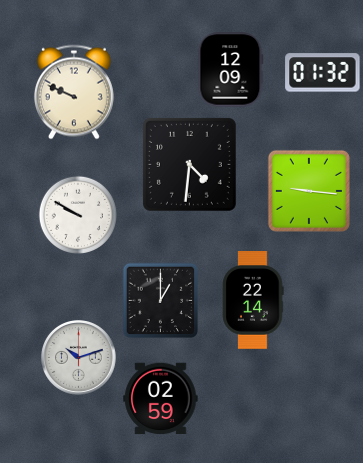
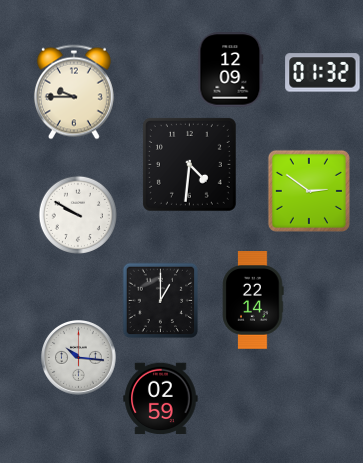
clock at (74, 92): 9:49 -> 9:45
clock at (309, 191): 9:16 -> 2:51
clock at (79, 358): 10:12 -> 10:16
